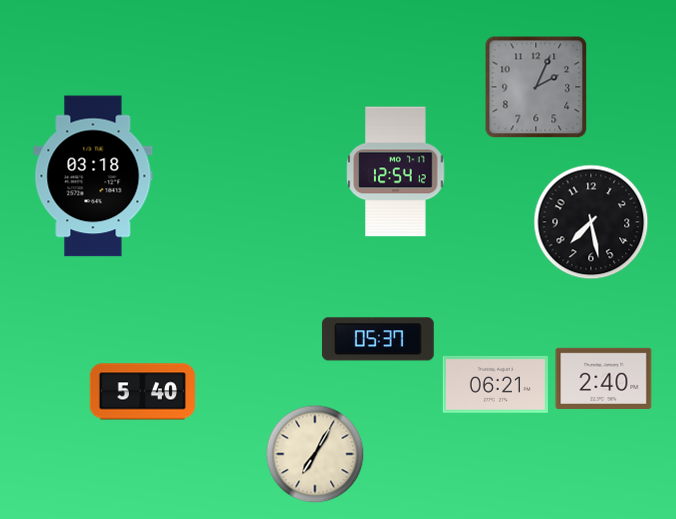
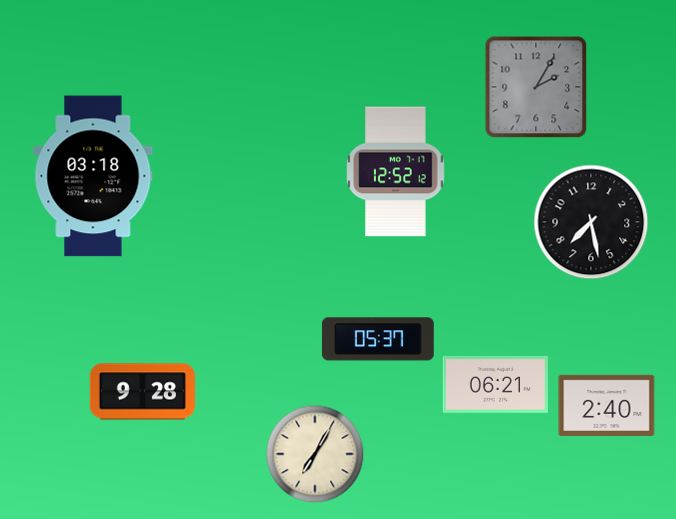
clock at (536, 87): 2:04 -> 2:05
clock at (396, 172): 12:54 -> 12:52
clock at (604, 378) position: (604, 378) -> (607, 405)
clock at (142, 392): 5:40 -> 9:28
